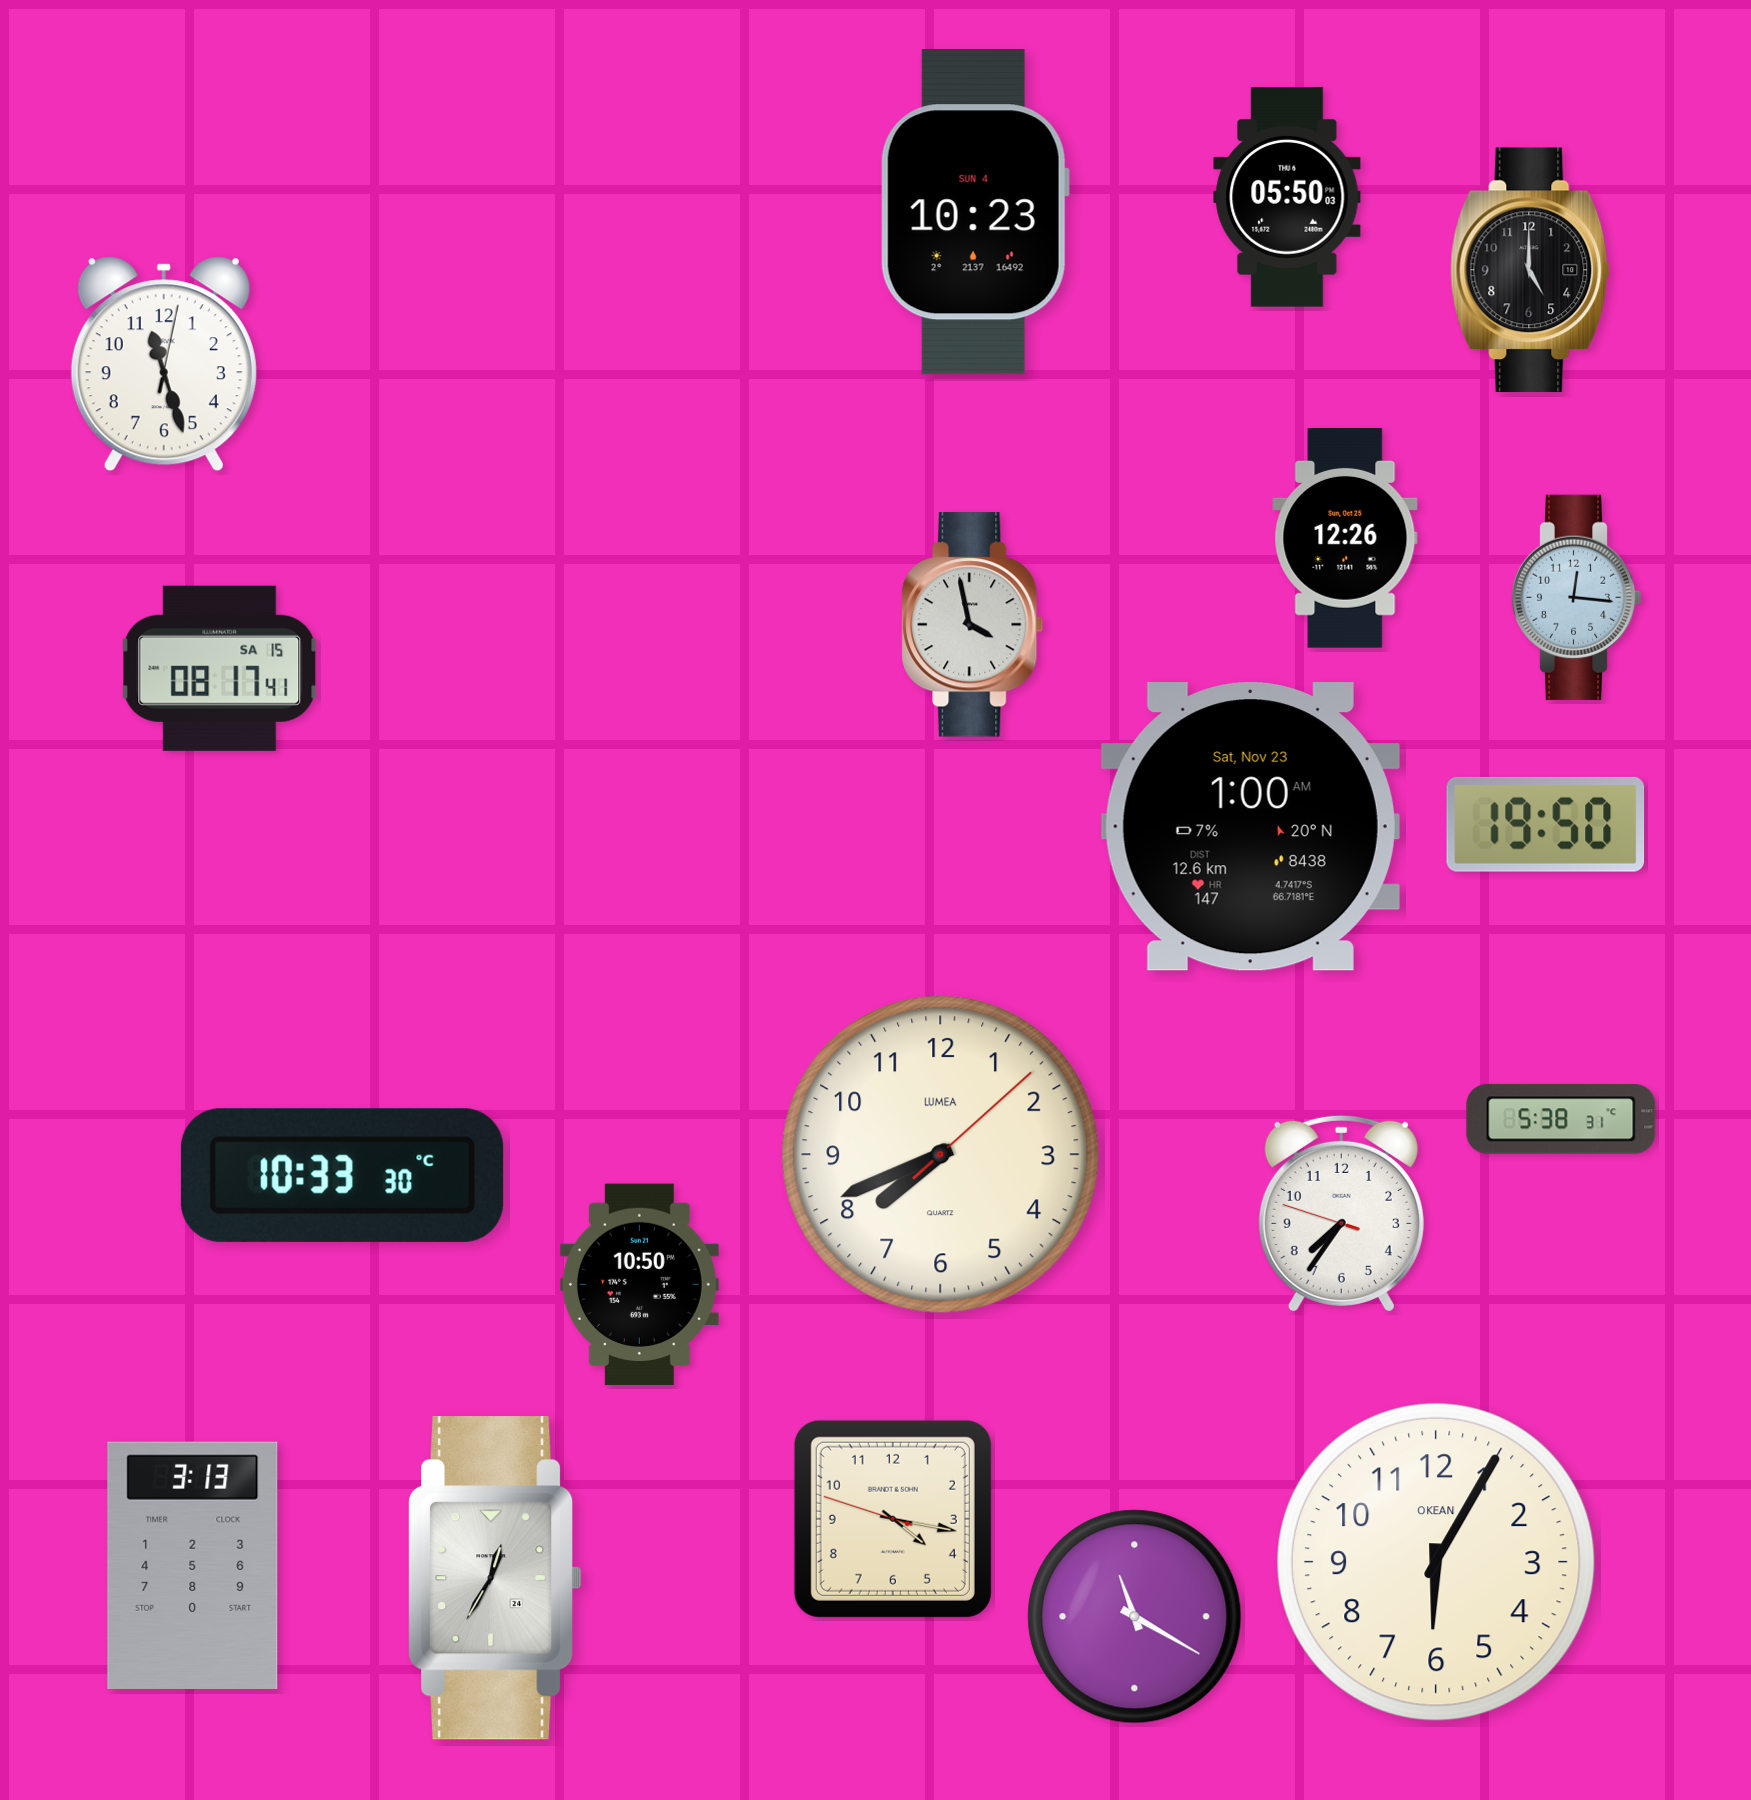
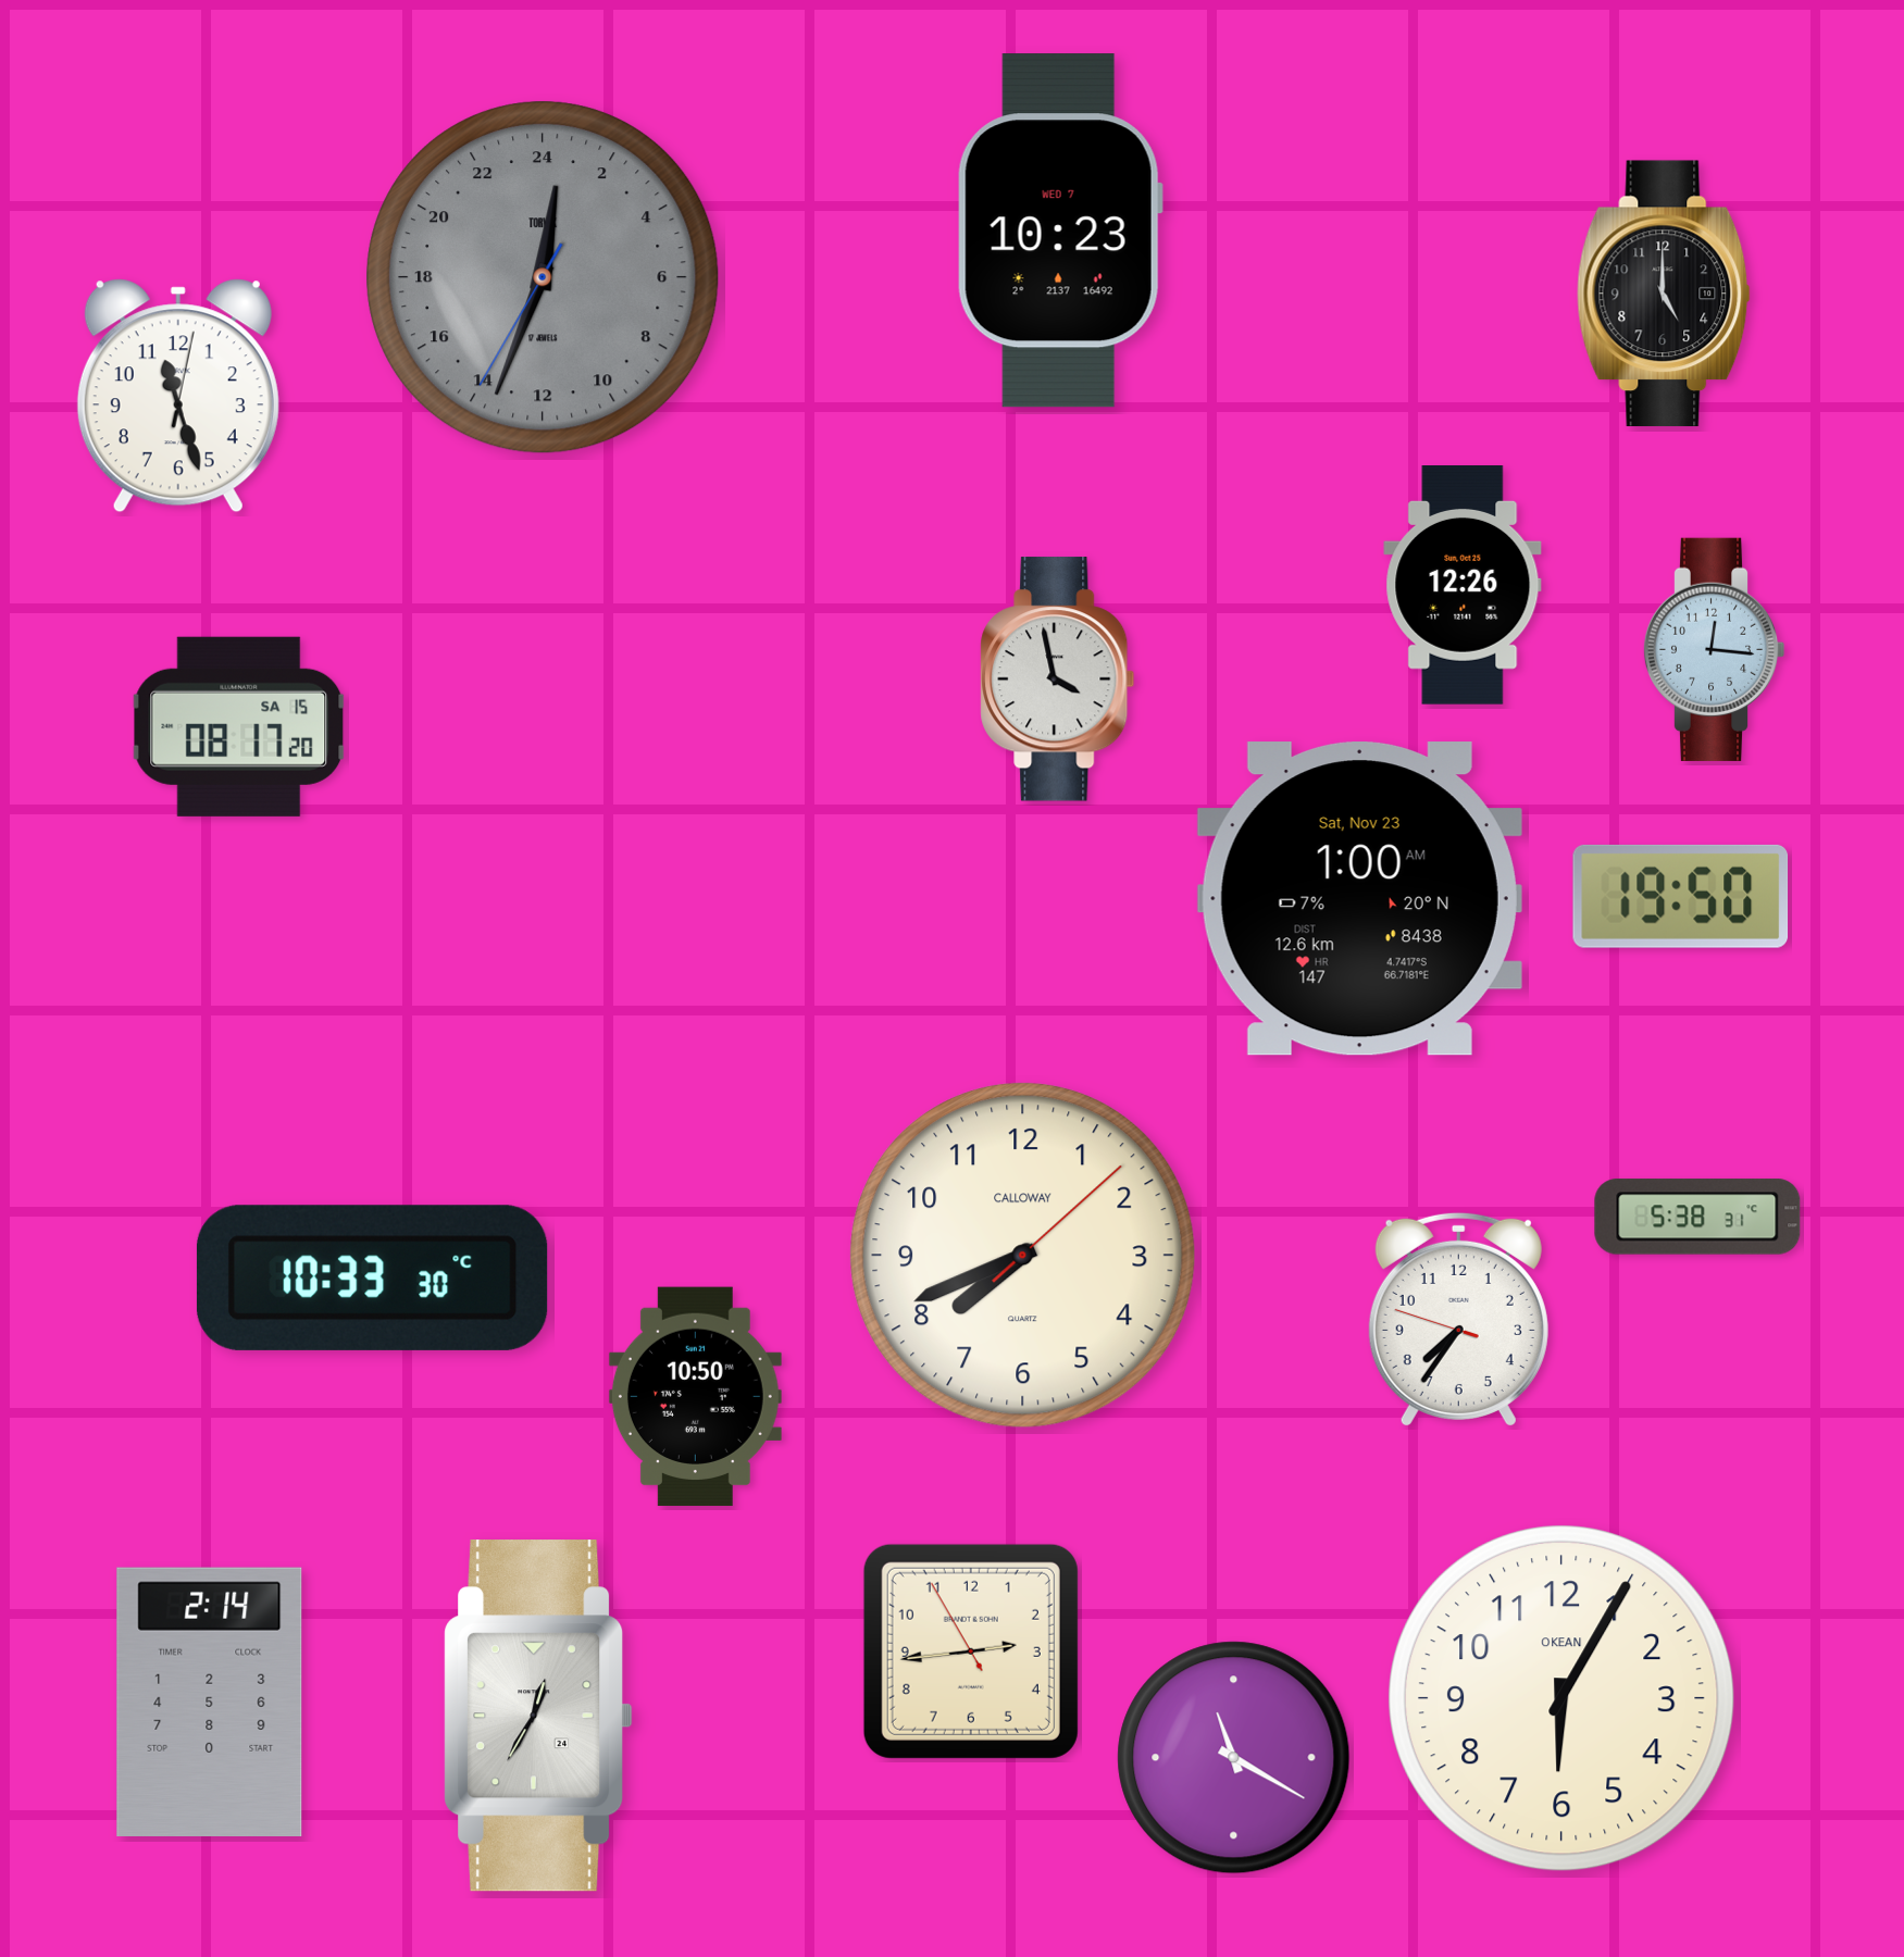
clock at (1287, 197): 05:50 -> none
clock at (975, 212) date: SUN 4 -> WED 7
clock at (544, 278): none -> 0:33
clock at (220, 668): 08:17:41 -> 08:17:20
clock at (941, 1155) brand: LUMEA -> CALLOWAY
clock at (893, 1519): 4:16 -> 2:43
clock at (193, 1565): 3:13 -> 2:14
